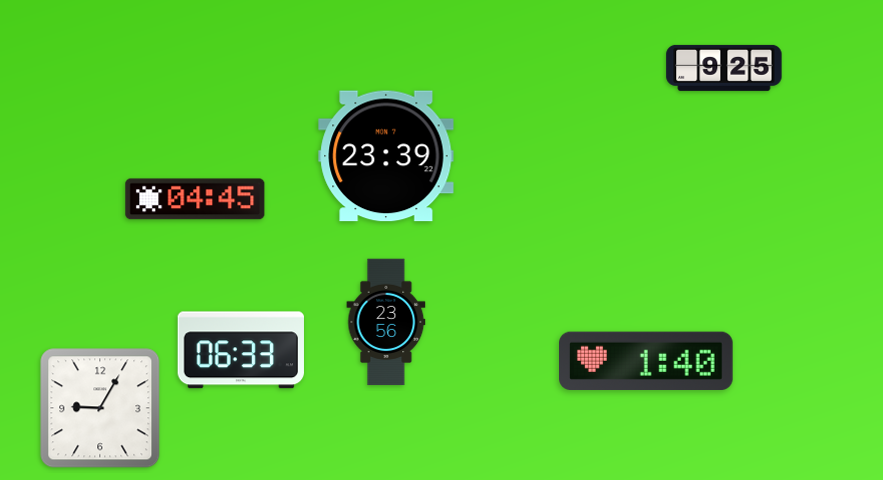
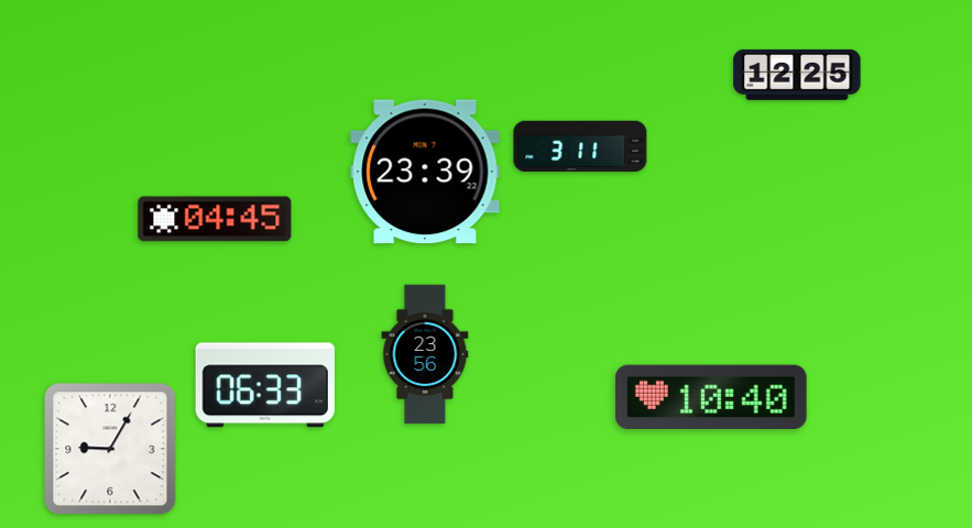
clock at (724, 68): 9:25 -> 12:25
clock at (580, 146): none -> 3:11
clock at (646, 360): 1:40 -> 10:40
